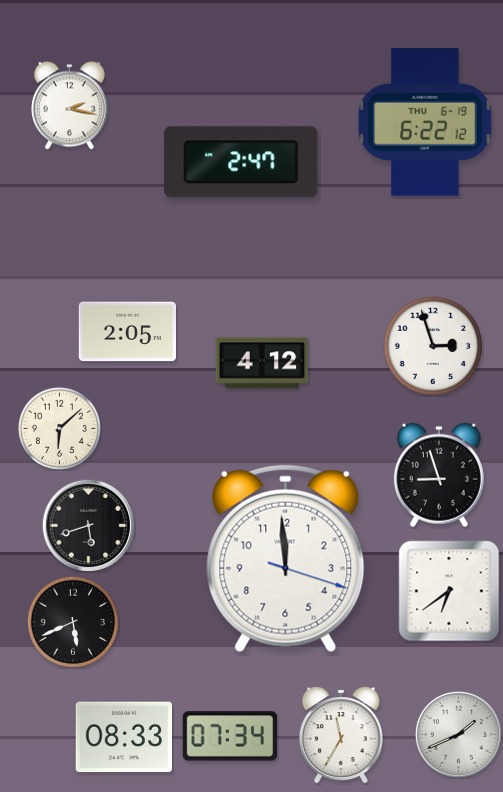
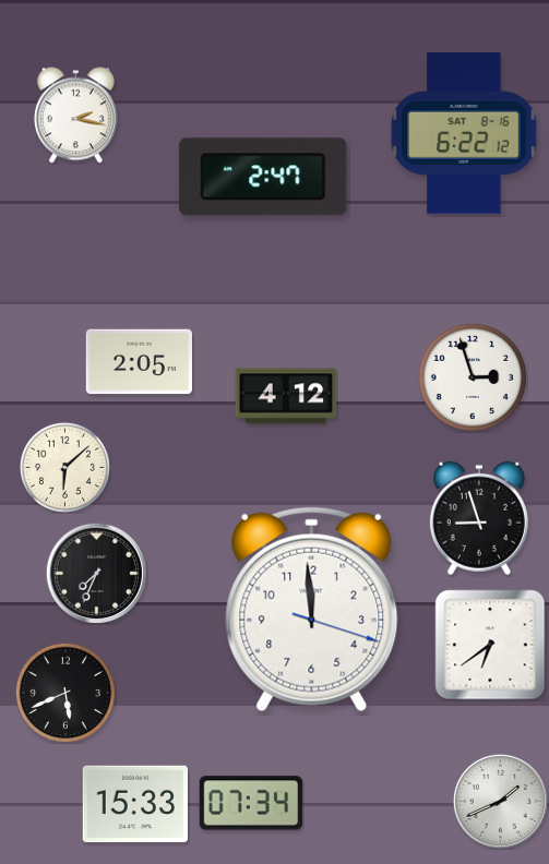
clock at (425, 123) date: THU 6-19 -> SAT 8-16
clock at (88, 525): 5:42 -> 7:34
clock at (73, 622) position: (73, 622) -> (65, 693)
clock at (341, 735): 11:35 -> none
clock at (123, 737): 08:33 -> 15:33
